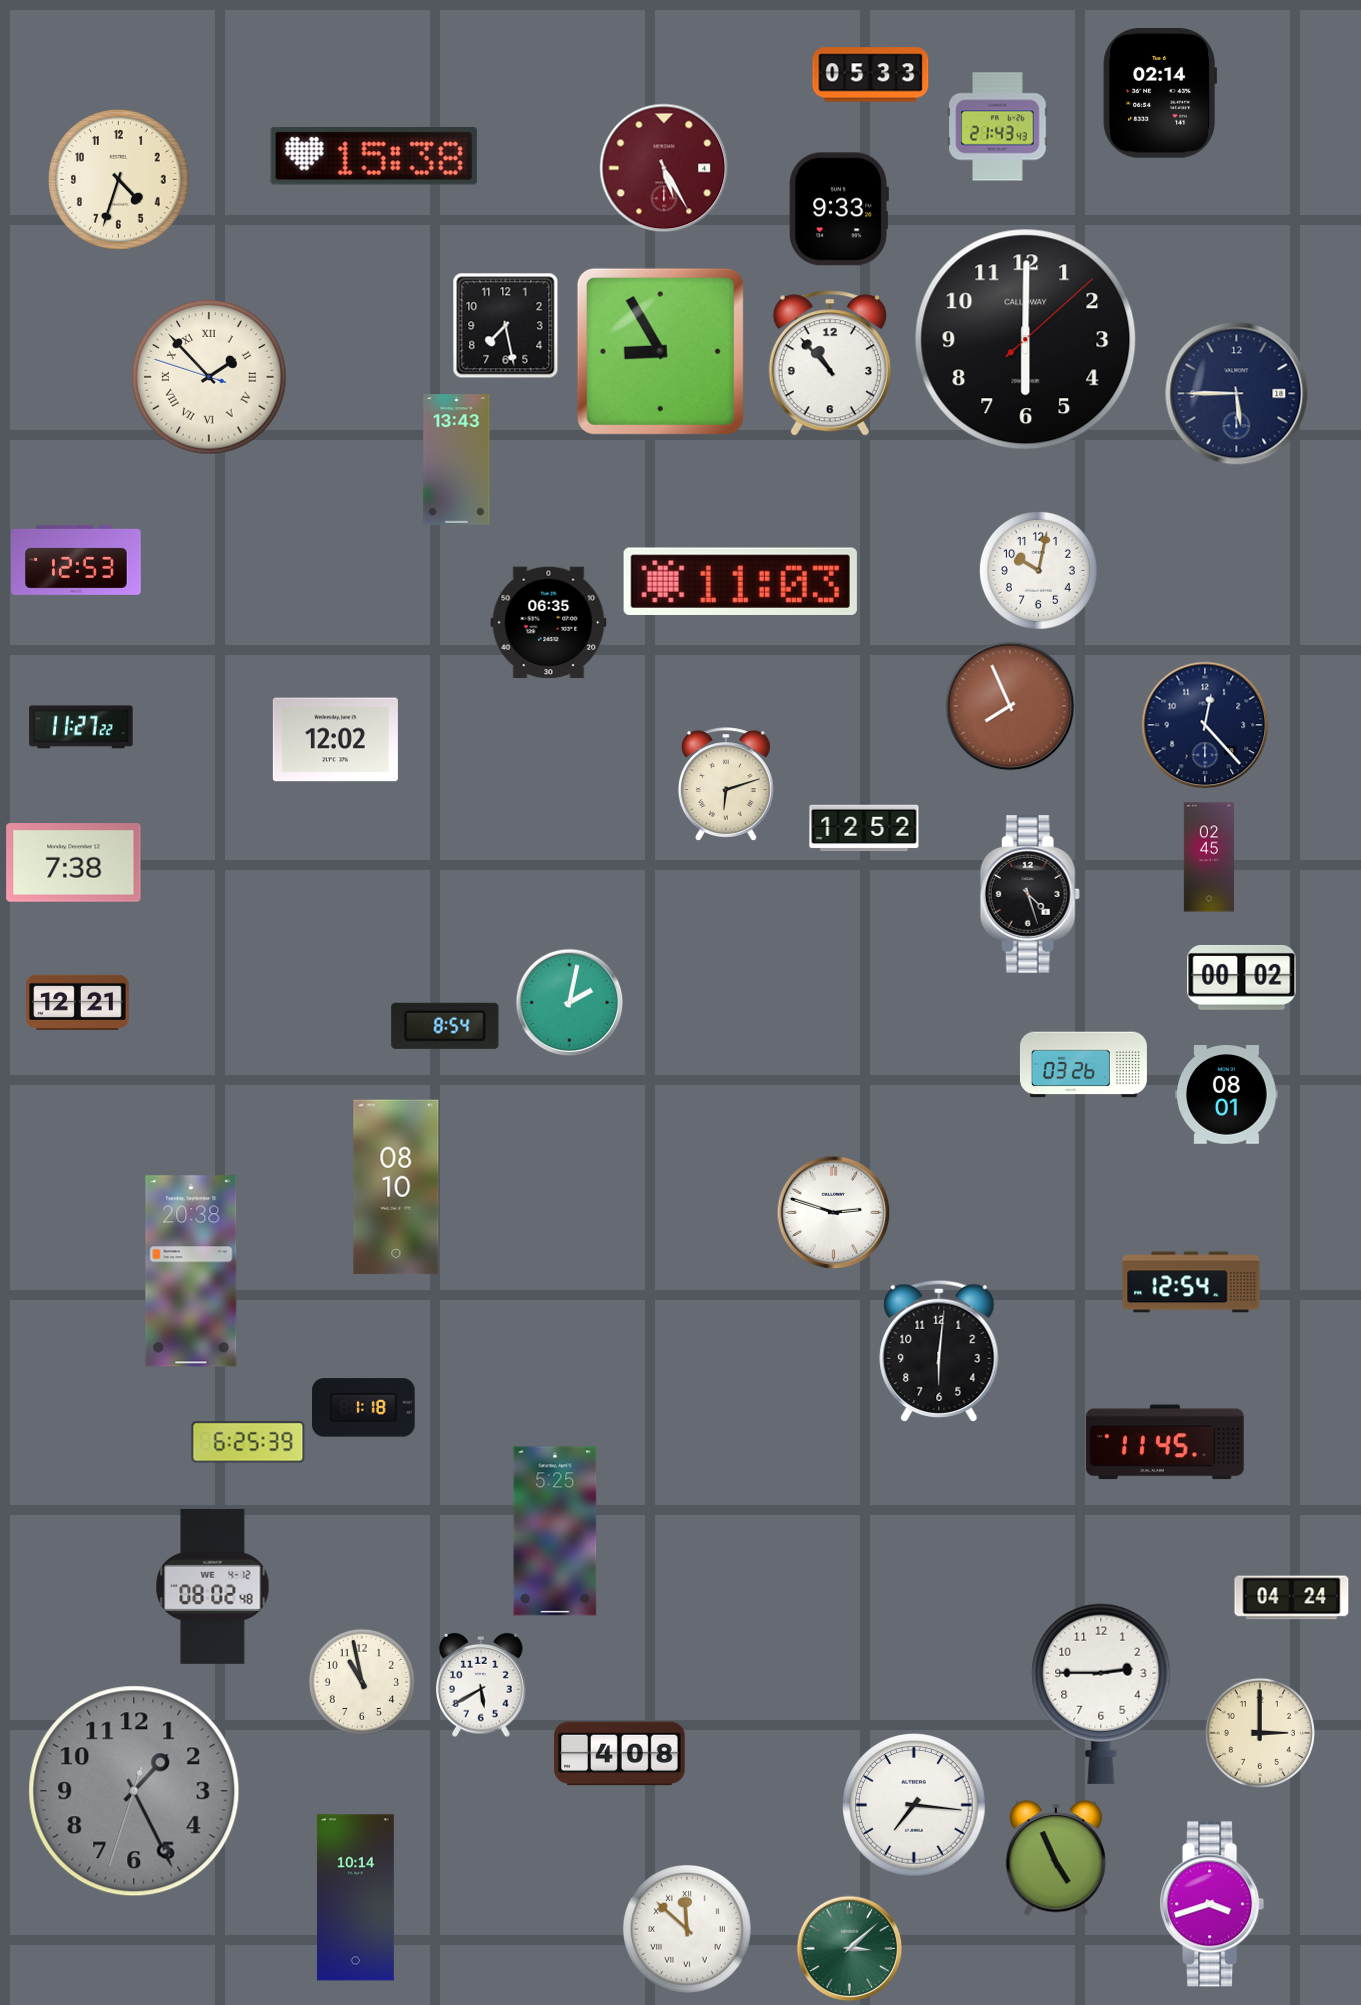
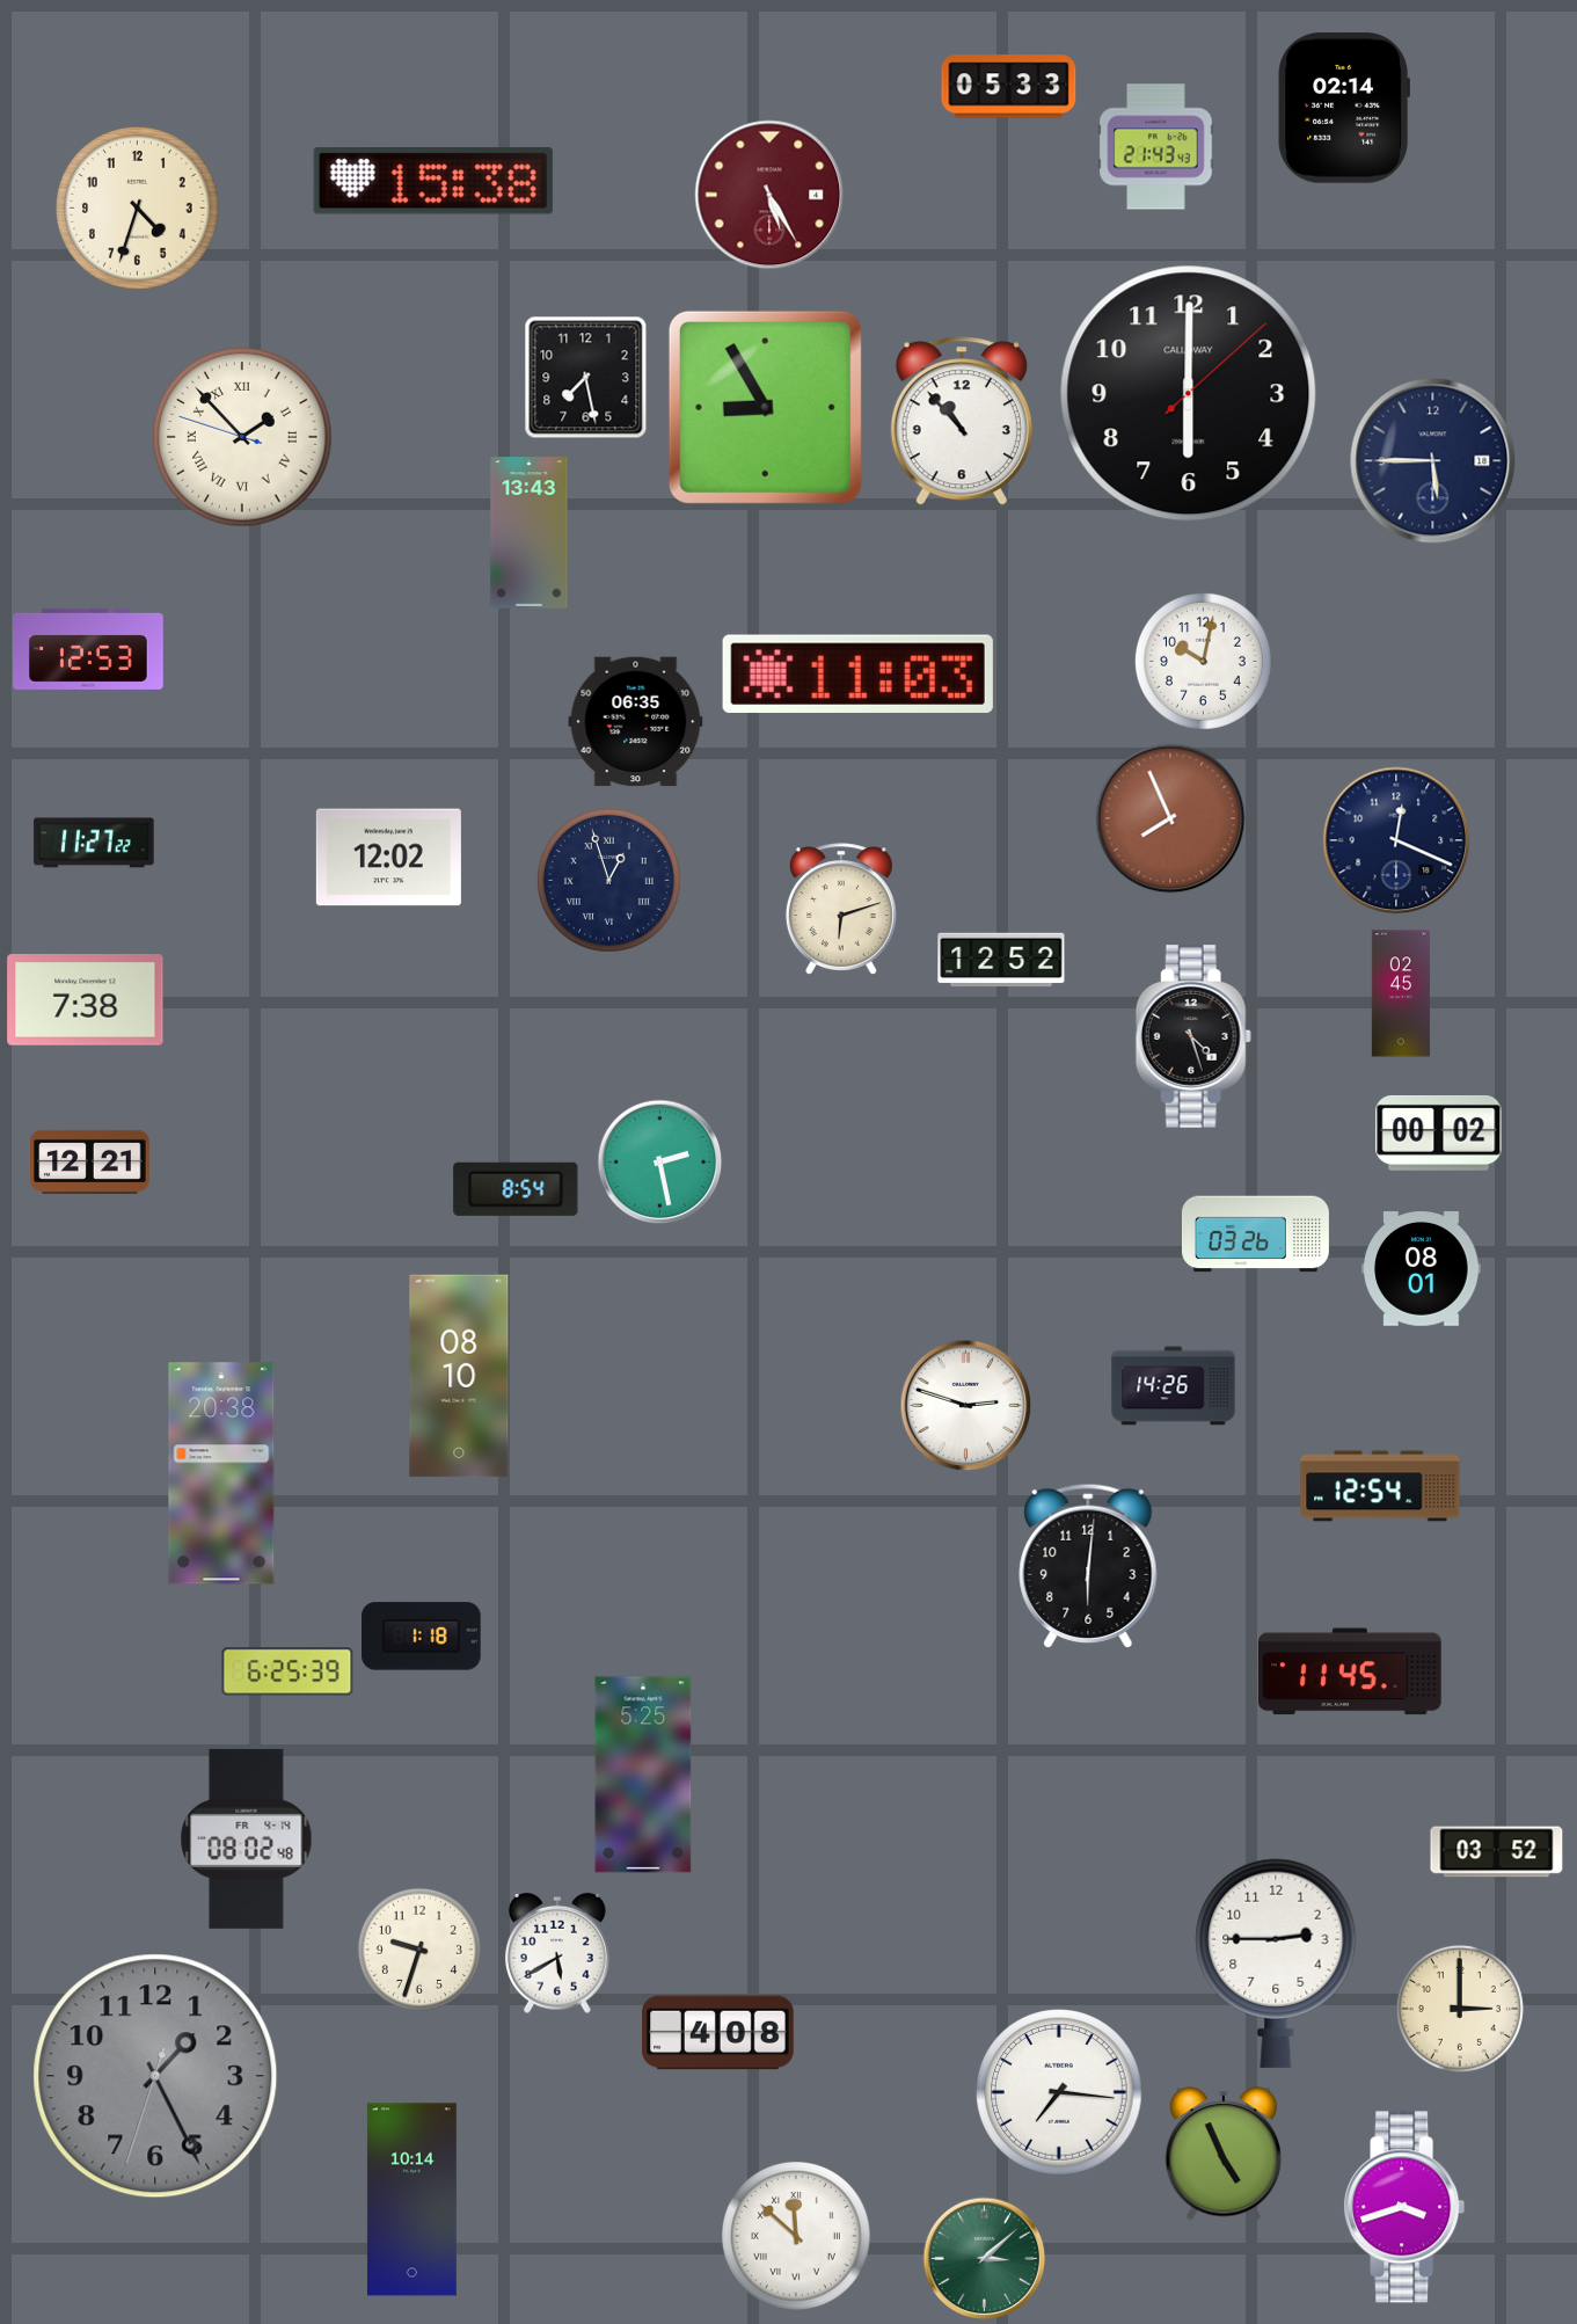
clock at (839, 209): 9:33 -> none
clock at (1237, 394) position: (1237, 394) -> (1433, 461)
clock at (1205, 725): 12:23 -> 12:19
clock at (608, 880): none -> 12:57
clock at (570, 1003): 2:02 -> 2:28
clock at (1174, 1386): none -> 14:26
clock at (364, 1408) position: (364, 1408) -> (422, 1637)
clock at (213, 1586) date: WE 4-12 -> FR 4-14
clock at (1292, 1598): 04:24 -> 03:52
clock at (362, 1682): 10:58 -> 9:33
